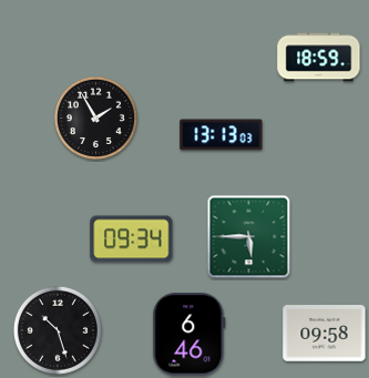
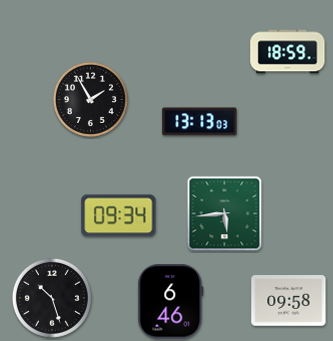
clock at (95, 118) position: (95, 118) -> (90, 99)
clock at (249, 237): 5:45 -> 5:44
clock at (325, 334) position: (325, 334) -> (289, 301)
